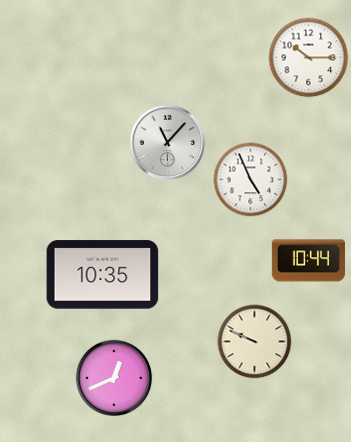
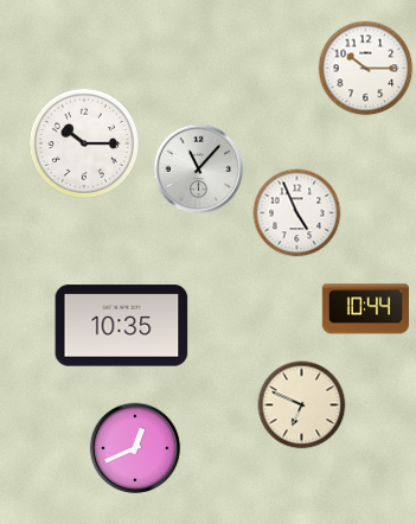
clock at (84, 143): none -> 10:15
clock at (255, 342): 9:49 -> 6:49
